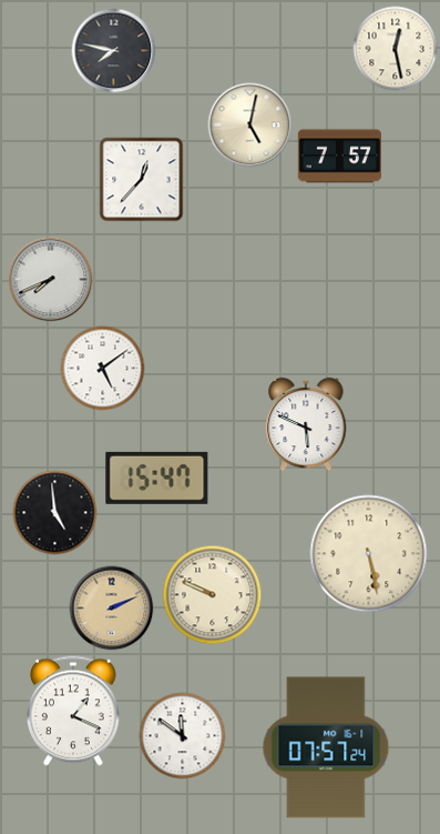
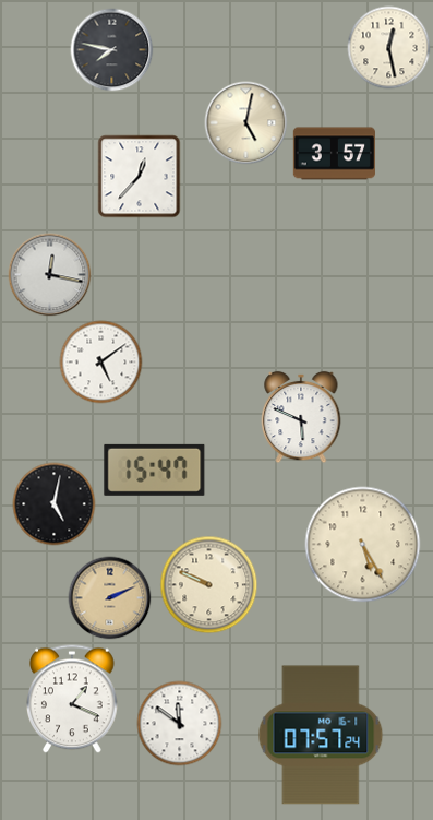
clock at (339, 157): 7:57 -> 3:57
clock at (51, 280): 7:41 -> 12:17
clock at (55, 513): 4:59 -> 5:02
clock at (369, 554): 5:28 -> 5:25
